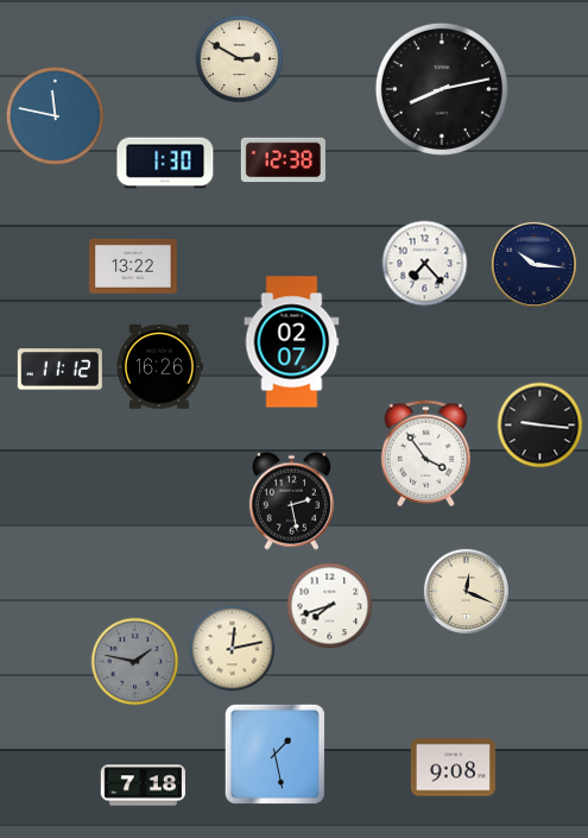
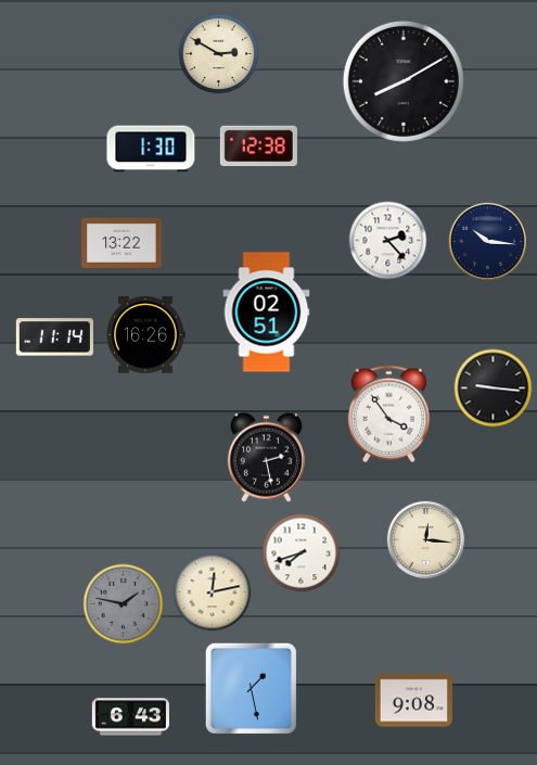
clock at (442, 89): 8:13 -> 8:10
clock at (55, 115): 11:47 -> none
clock at (425, 264): 7:23 -> 2:23
clock at (292, 342): 02:07 -> 02:51
clock at (59, 370): 11:12 -> 11:14
clock at (466, 591): 12:19 -> 12:16
clock at (143, 786): 7:18 -> 6:43
